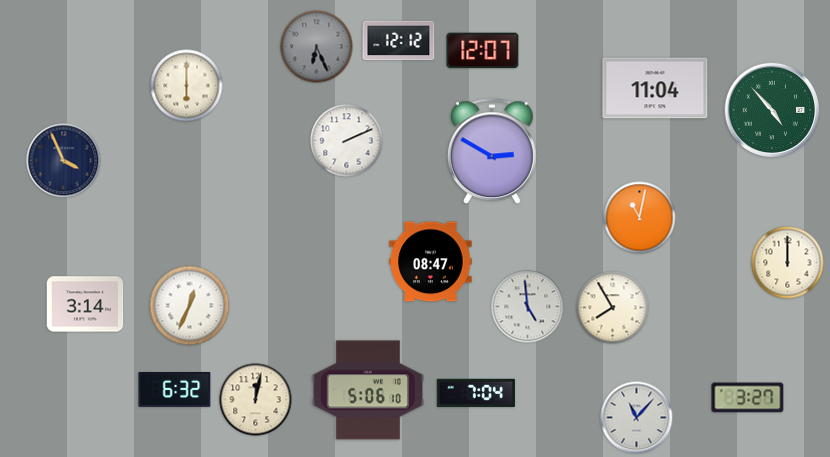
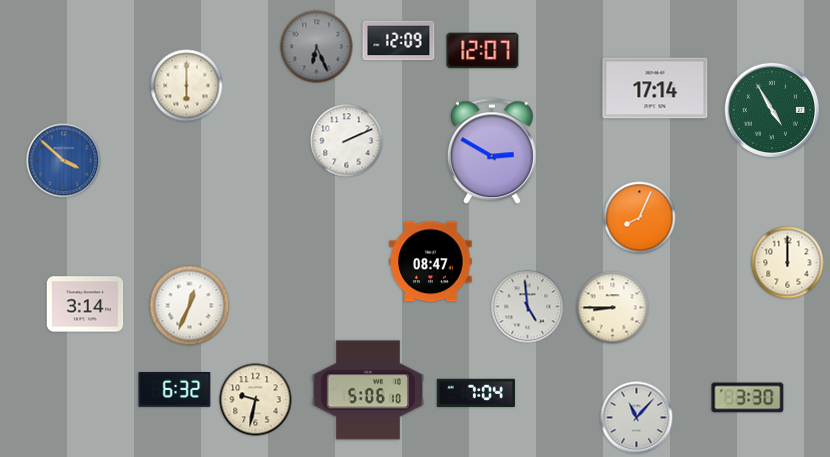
clock at (399, 41): 12:12 -> 12:09
clock at (655, 88): 11:04 -> 17:14
clock at (772, 110): 4:53 -> 4:55
clock at (64, 161): 3:56 -> 3:52
clock at (64, 161) dial: navy -> blue
clock at (640, 218): 11:02 -> 8:04
clock at (613, 308): 7:55 -> 8:45
clock at (748, 398): 3:27 -> 3:30
clock at (256, 400): 12:02 -> 9:32
